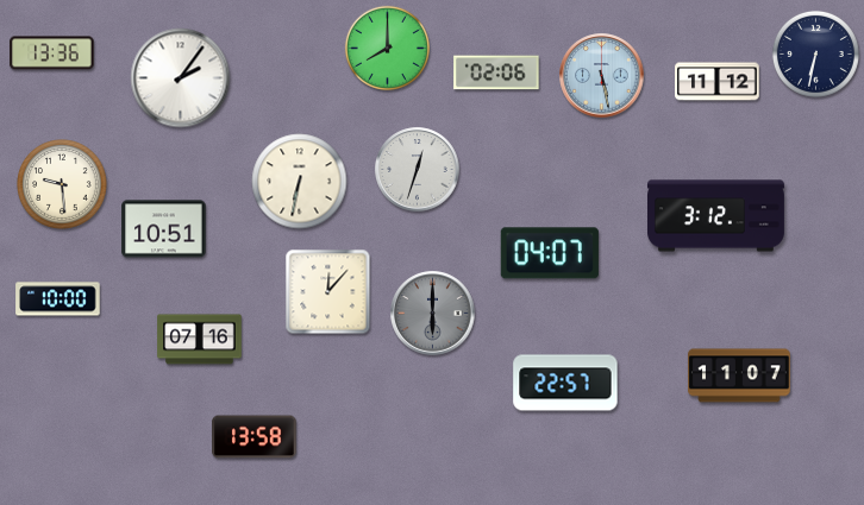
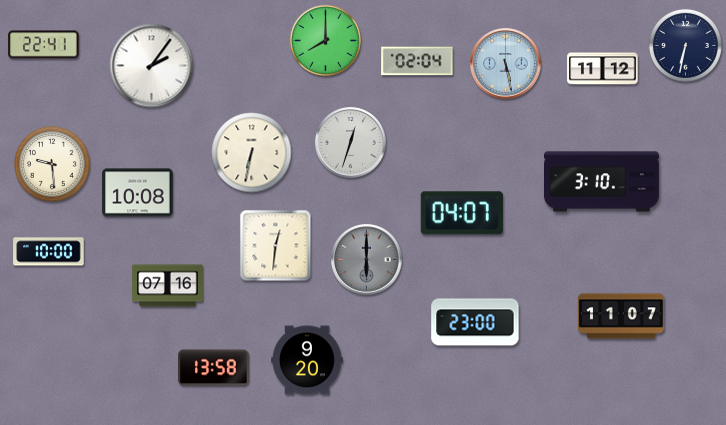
clock at (52, 53): 13:36 -> 22:41
clock at (496, 72): 02:06 -> 02:04
clock at (62, 184) position: (62, 184) -> (52, 164)
clock at (716, 216): 3:12 -> 3:10
clock at (164, 229): 10:51 -> 10:08
clock at (328, 292): 12:07 -> 12:31
clock at (433, 314) position: (433, 314) -> (367, 260)
clock at (565, 383): 22:57 -> 23:00
clock at (307, 360): none -> 9:20
